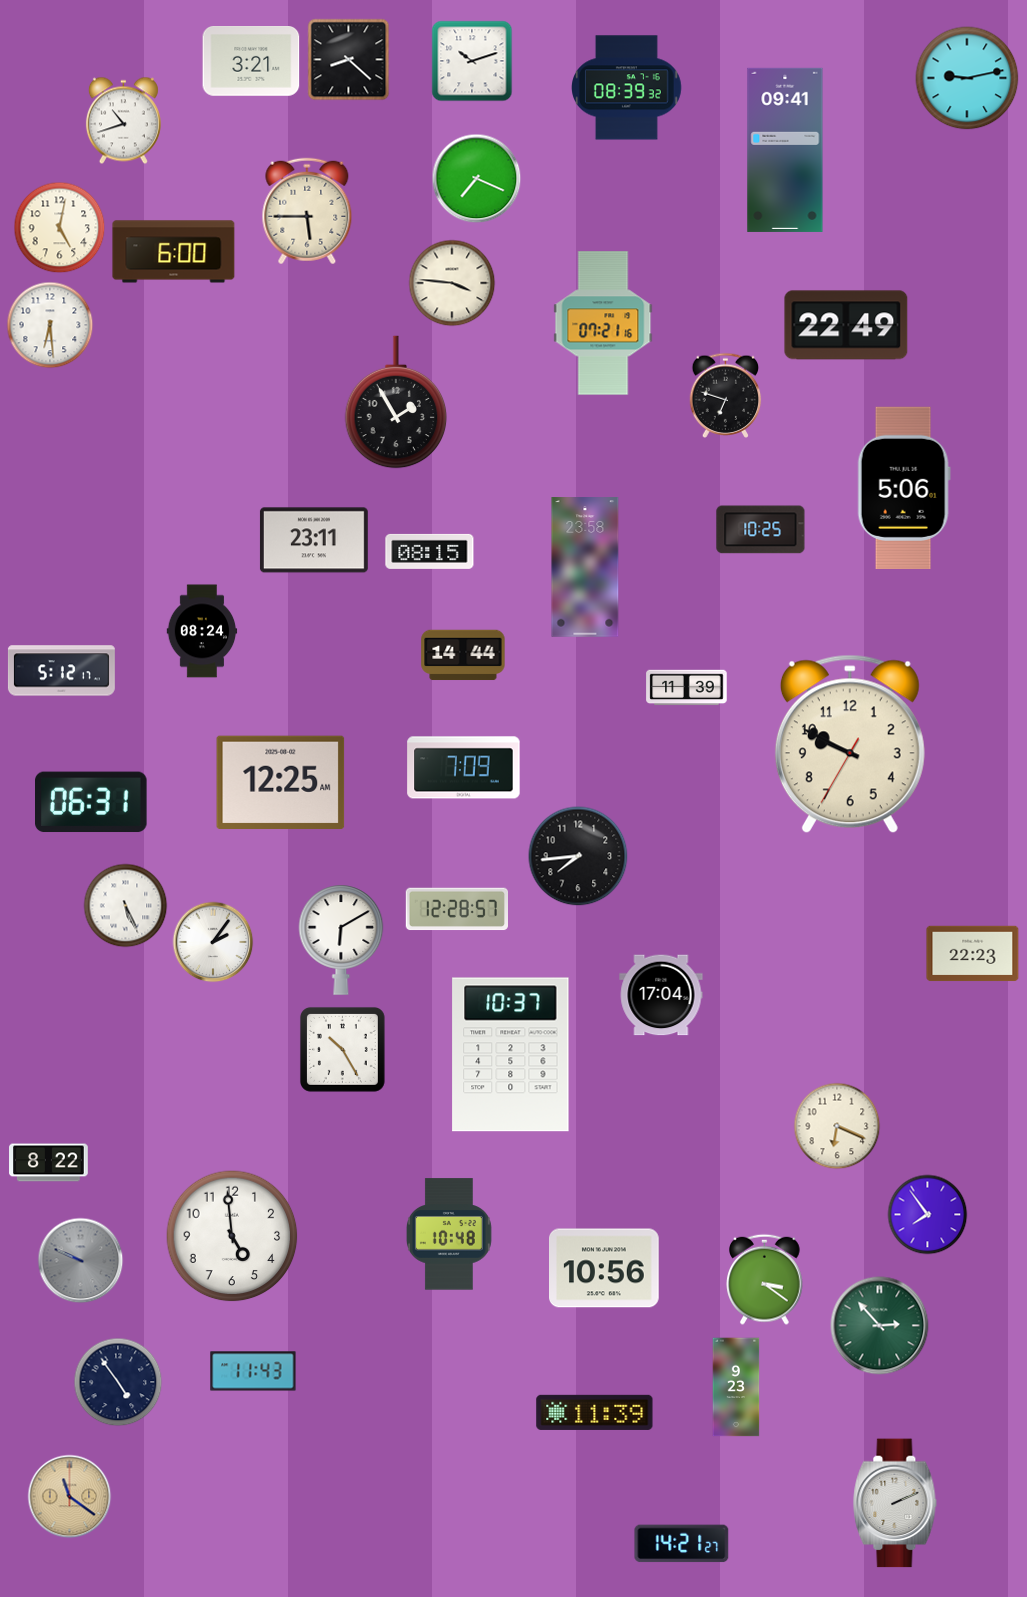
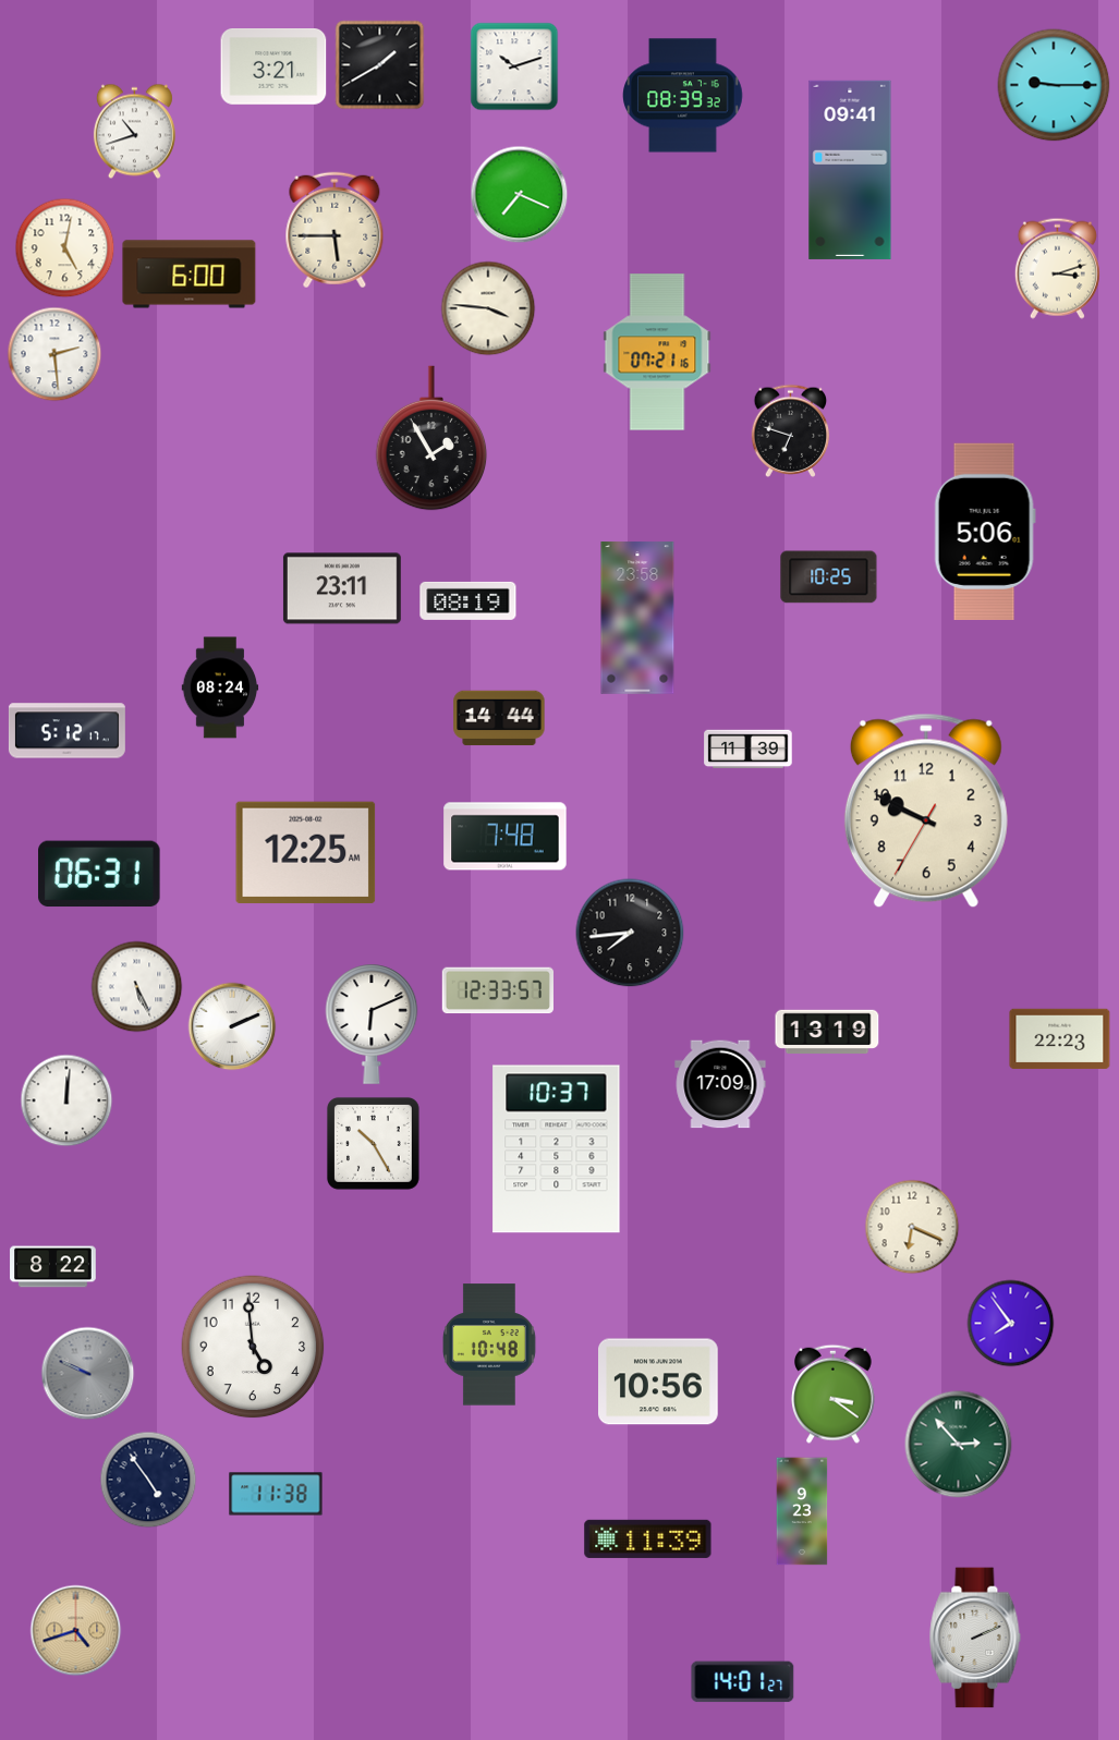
clock at (349, 60): 8:22 -> 1:40
clock at (967, 78): 9:13 -> 9:15
clock at (785, 150) position: (785, 150) -> (850, 170)
clock at (1057, 268): none -> 3:12
clock at (452, 283) position: (452, 283) -> (488, 308)
clock at (50, 325): 6:29 -> 2:29
clock at (846, 325): 22:49 -> none
clock at (430, 551): 08:15 -> 08:19
clock at (463, 655) position: (463, 655) -> (499, 718)
clock at (464, 768): 7:09 -> 7:48
clock at (456, 909): 12:28 -> 12:33
clock at (341, 940): 6:10 -> 6:11
clock at (213, 942): 2:06 -> 2:11
clock at (827, 1031): none -> 13:19
clock at (661, 995): 17:04 -> 17:09
clock at (66, 1100): none -> 12:01
clock at (253, 1371): 11:43 -> 11:38
clock at (118, 1382) position: (118, 1382) -> (148, 1480)
clock at (70, 1497): 11:21 -> 4:42
clock at (682, 1544): 14:21 -> 14:01
